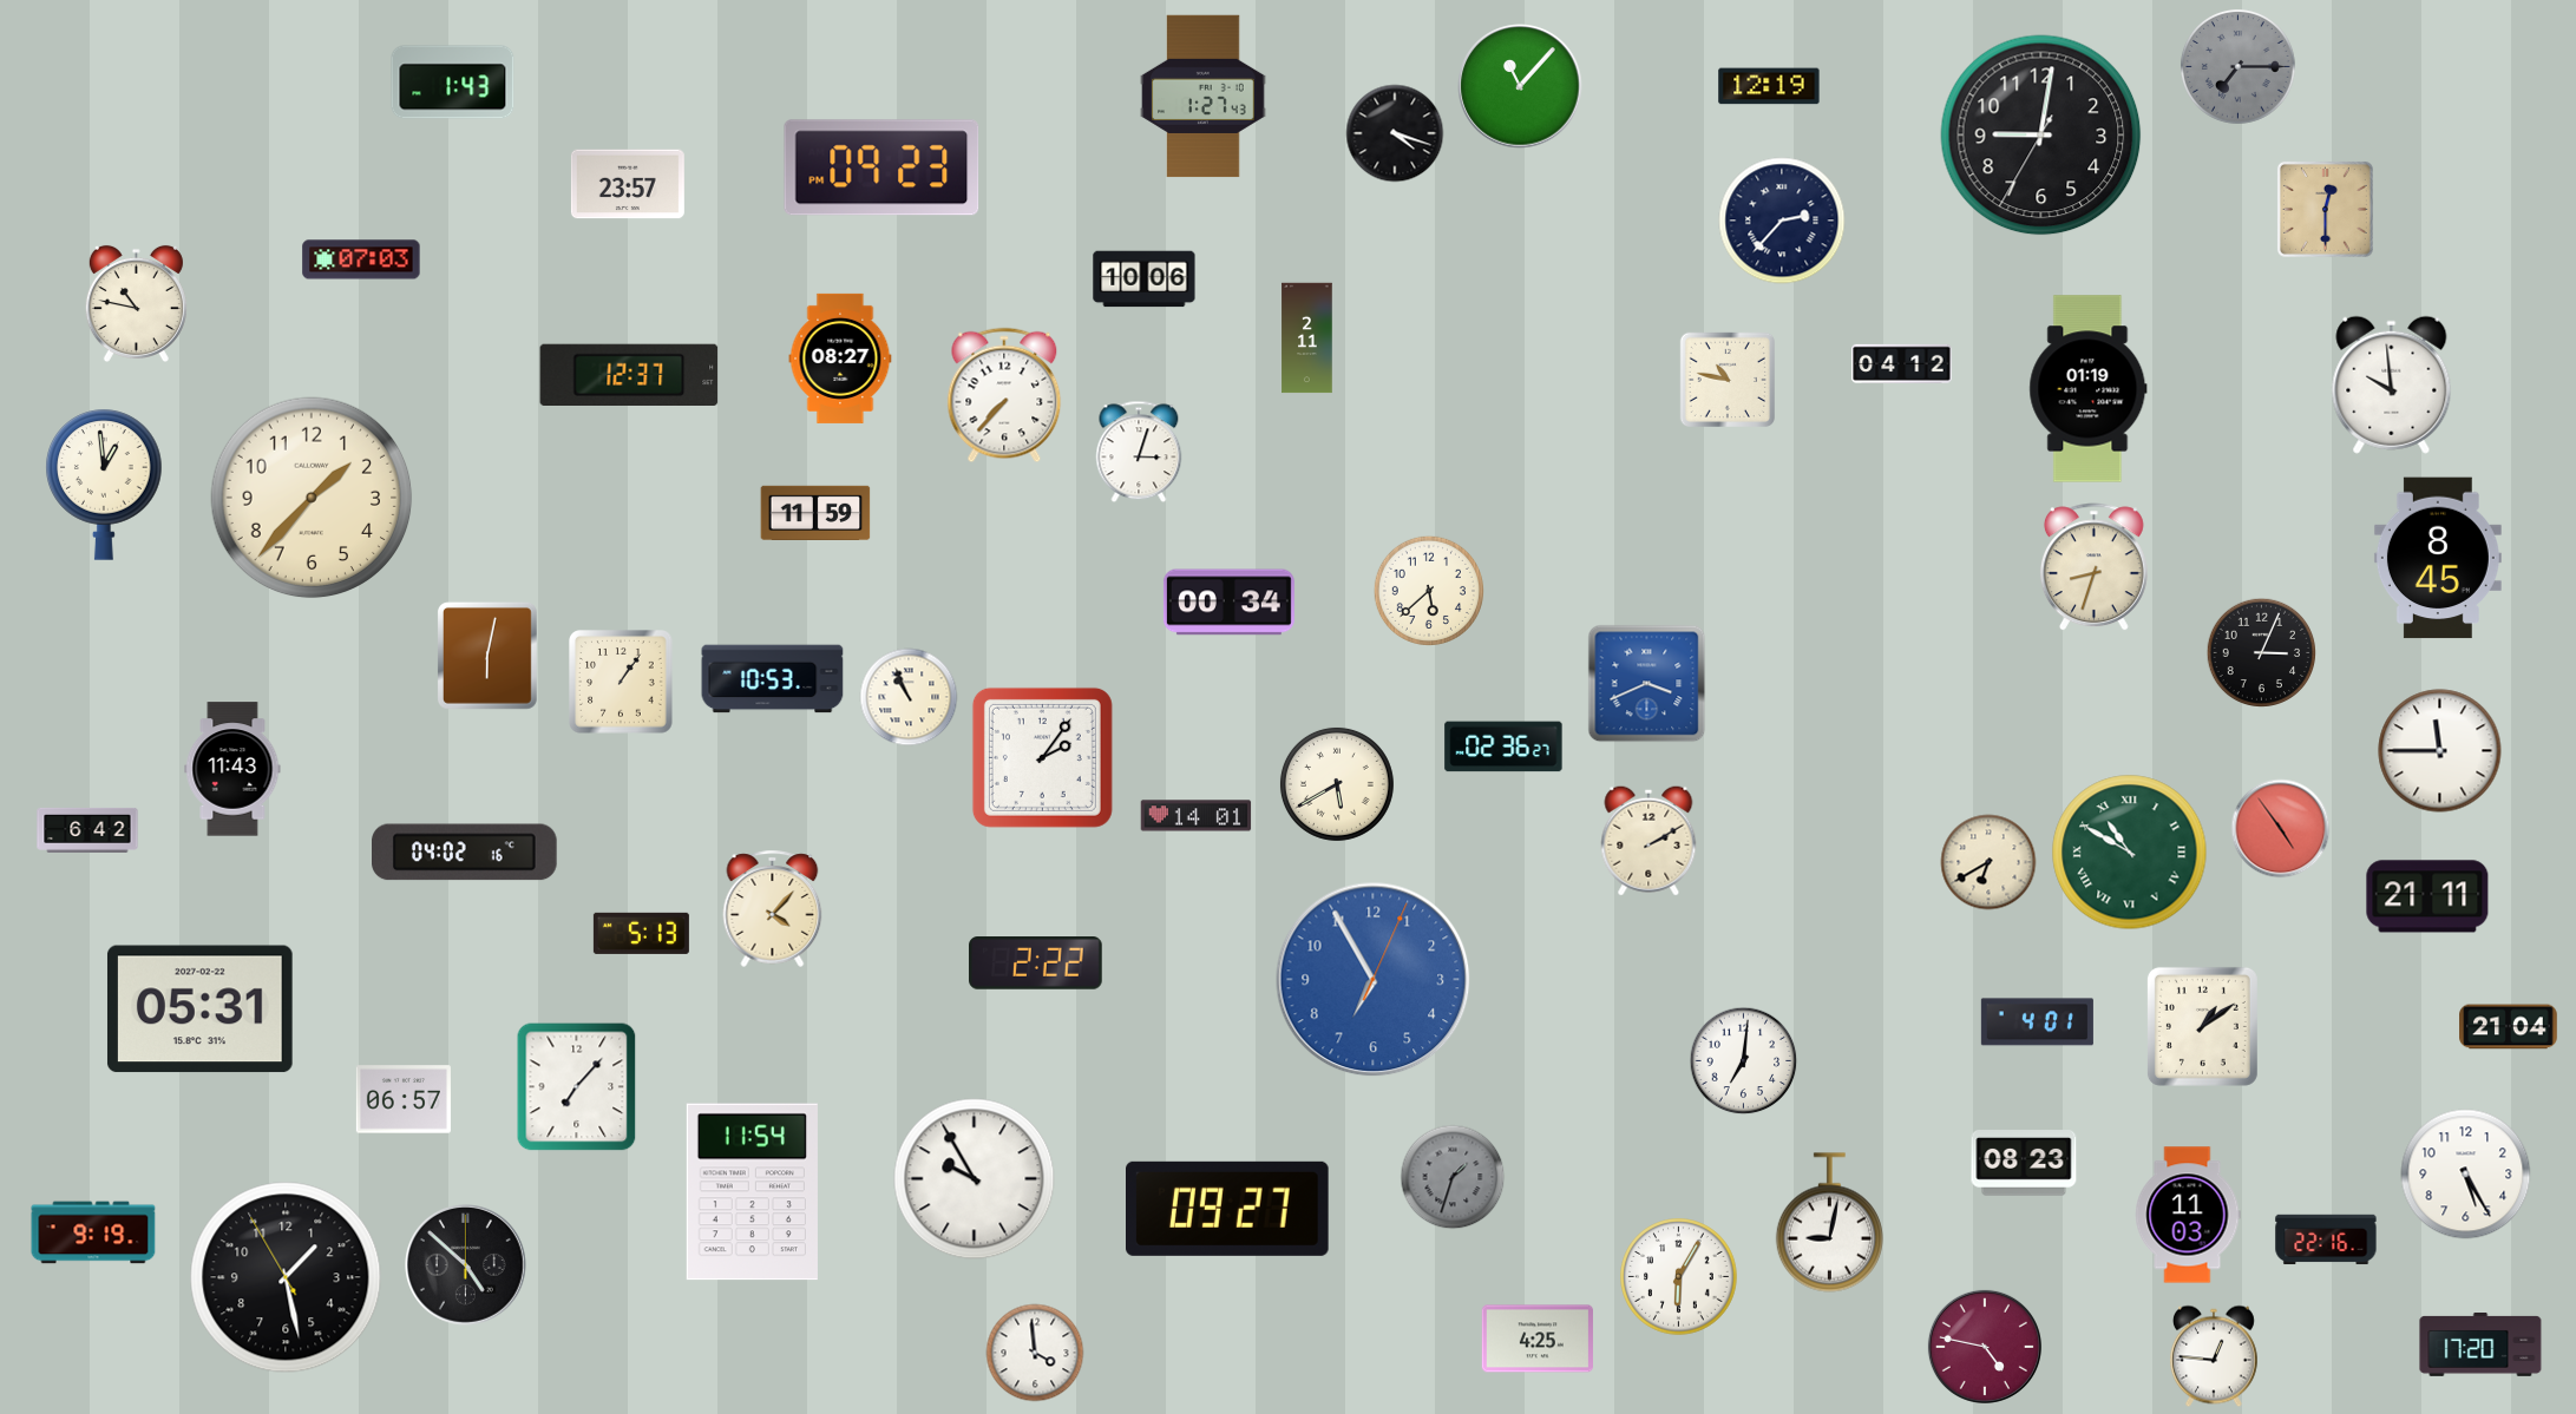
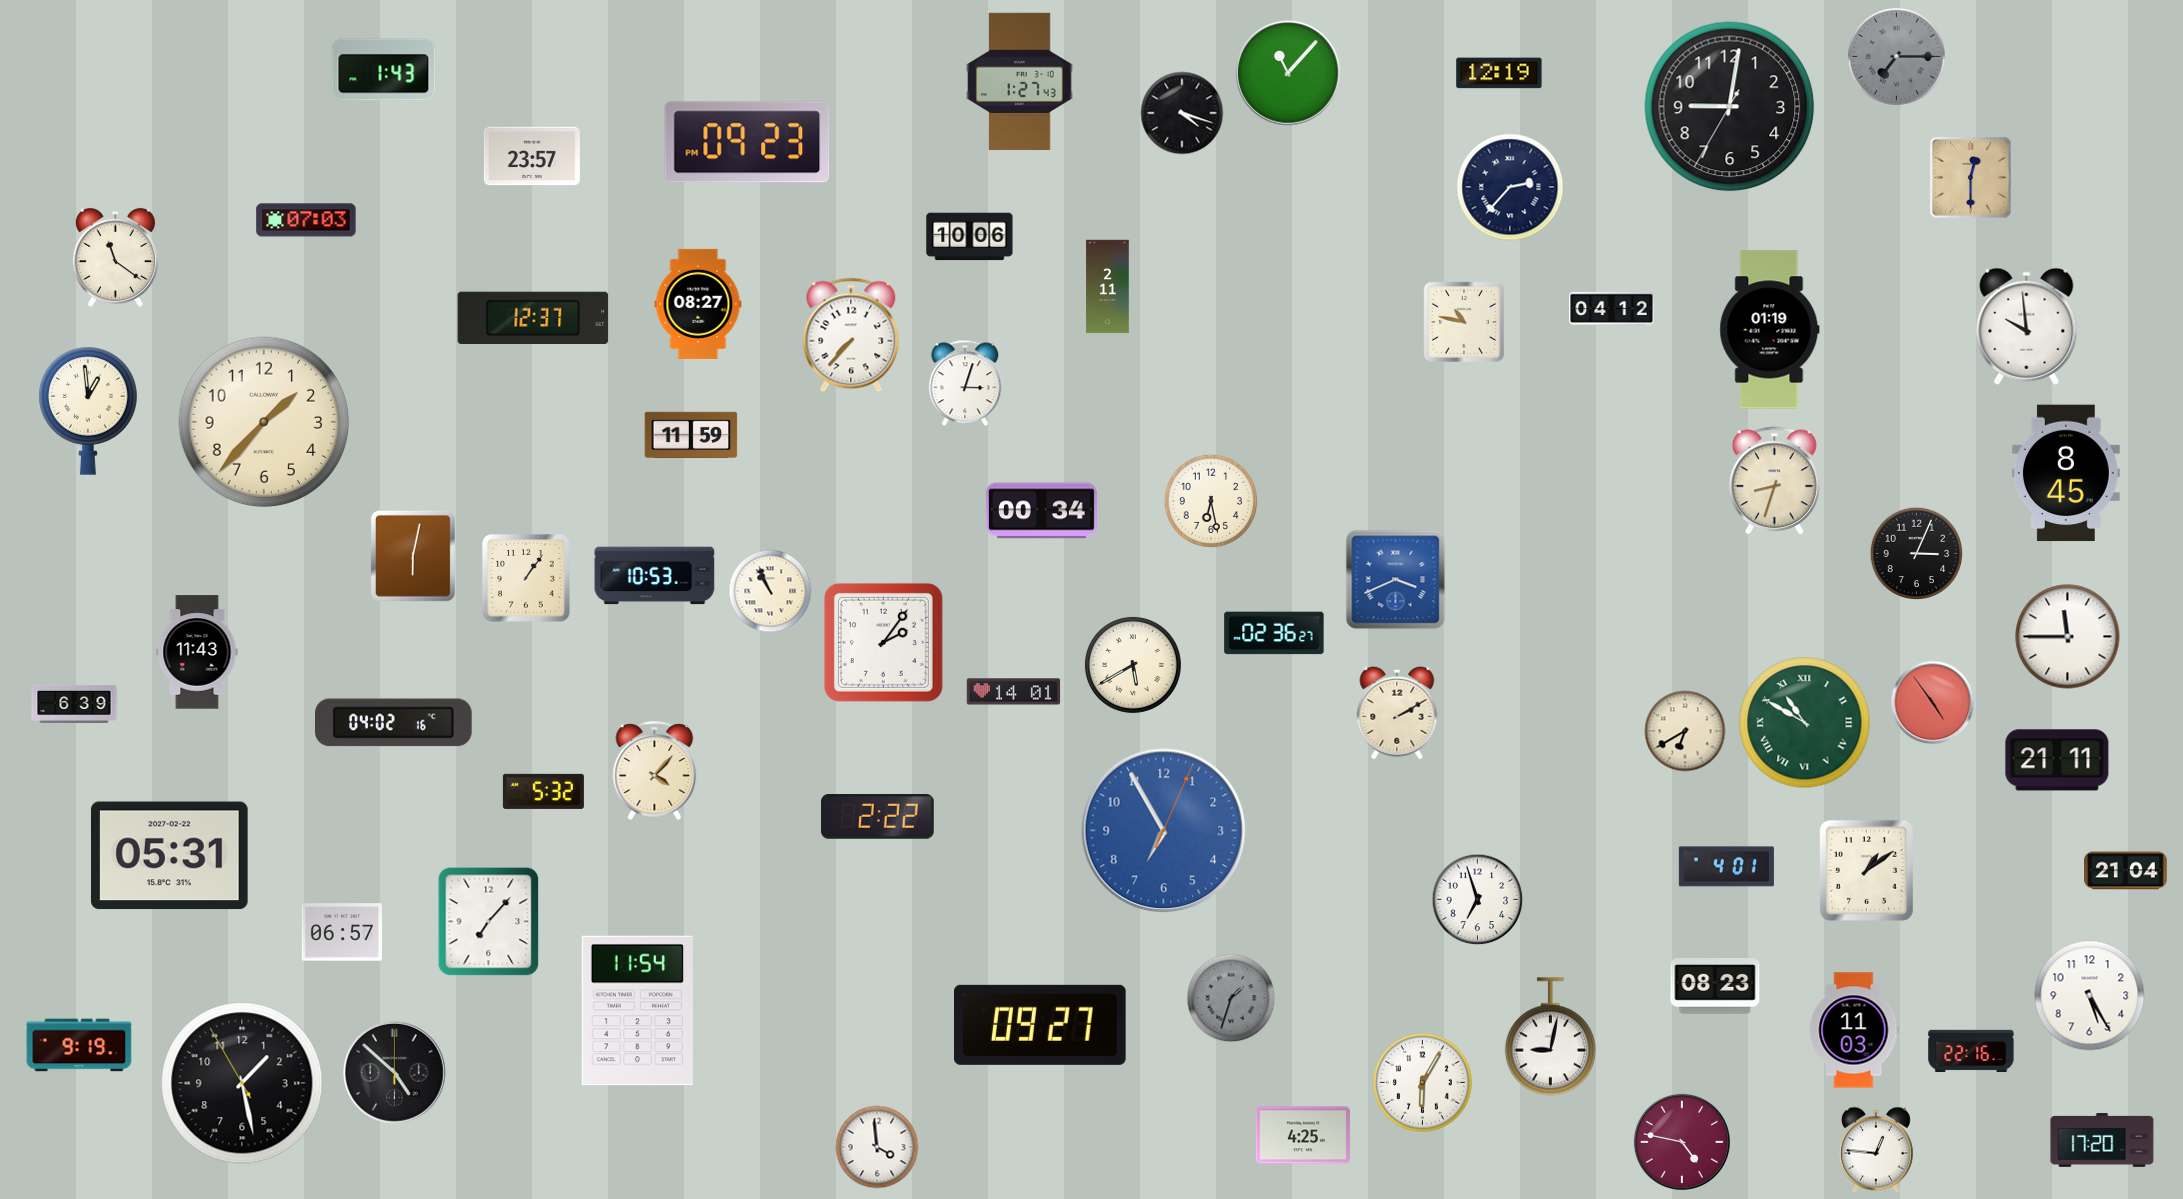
clock at (2041, 136) position: (2041, 136) -> (1730, 107)
clock at (136, 303): 10:47 -> 11:21
clock at (840, 359) position: (840, 359) -> (698, 304)
clock at (1428, 590): 5:38 -> 6:28
clock at (87, 830): 6:42 -> 6:39
clock at (641, 933): 5:13 -> 5:32
clock at (1744, 1061): 7:01 -> 6:57
clock at (975, 1179): 9:55 -> none
